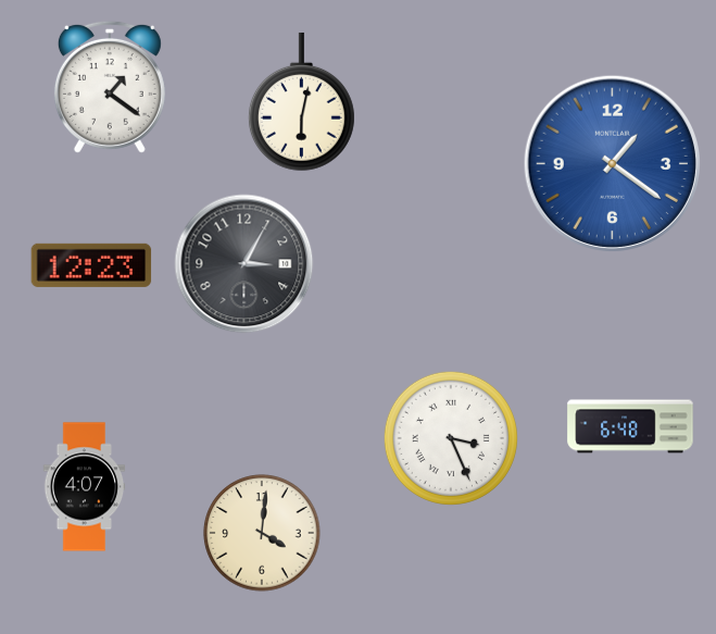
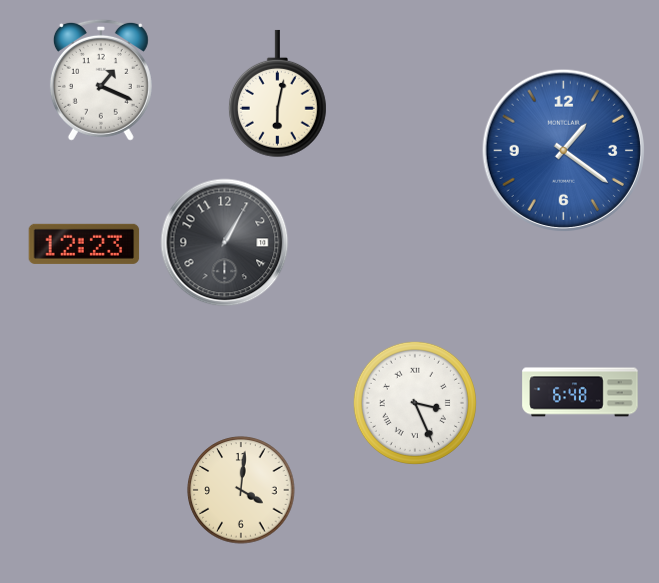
clock at (110, 87): 1:21 -> 1:19
clock at (244, 264): 3:05 -> 1:05
clock at (85, 487): 4:07 -> none
